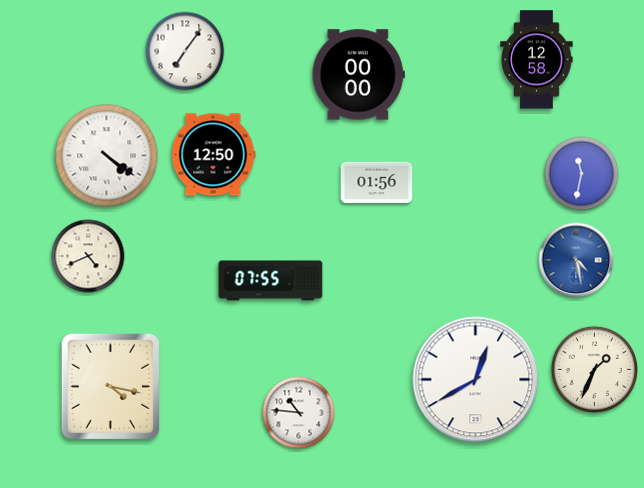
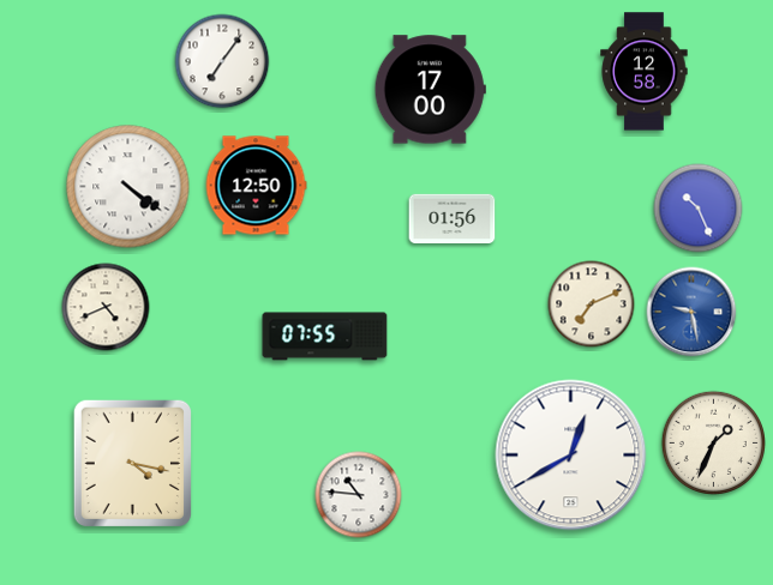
clock at (358, 75): 00:00 -> 17:00
clock at (582, 174): 11:32 -> 10:26
clock at (592, 304): none -> 7:11
clock at (576, 260): 4:28 -> 9:28
